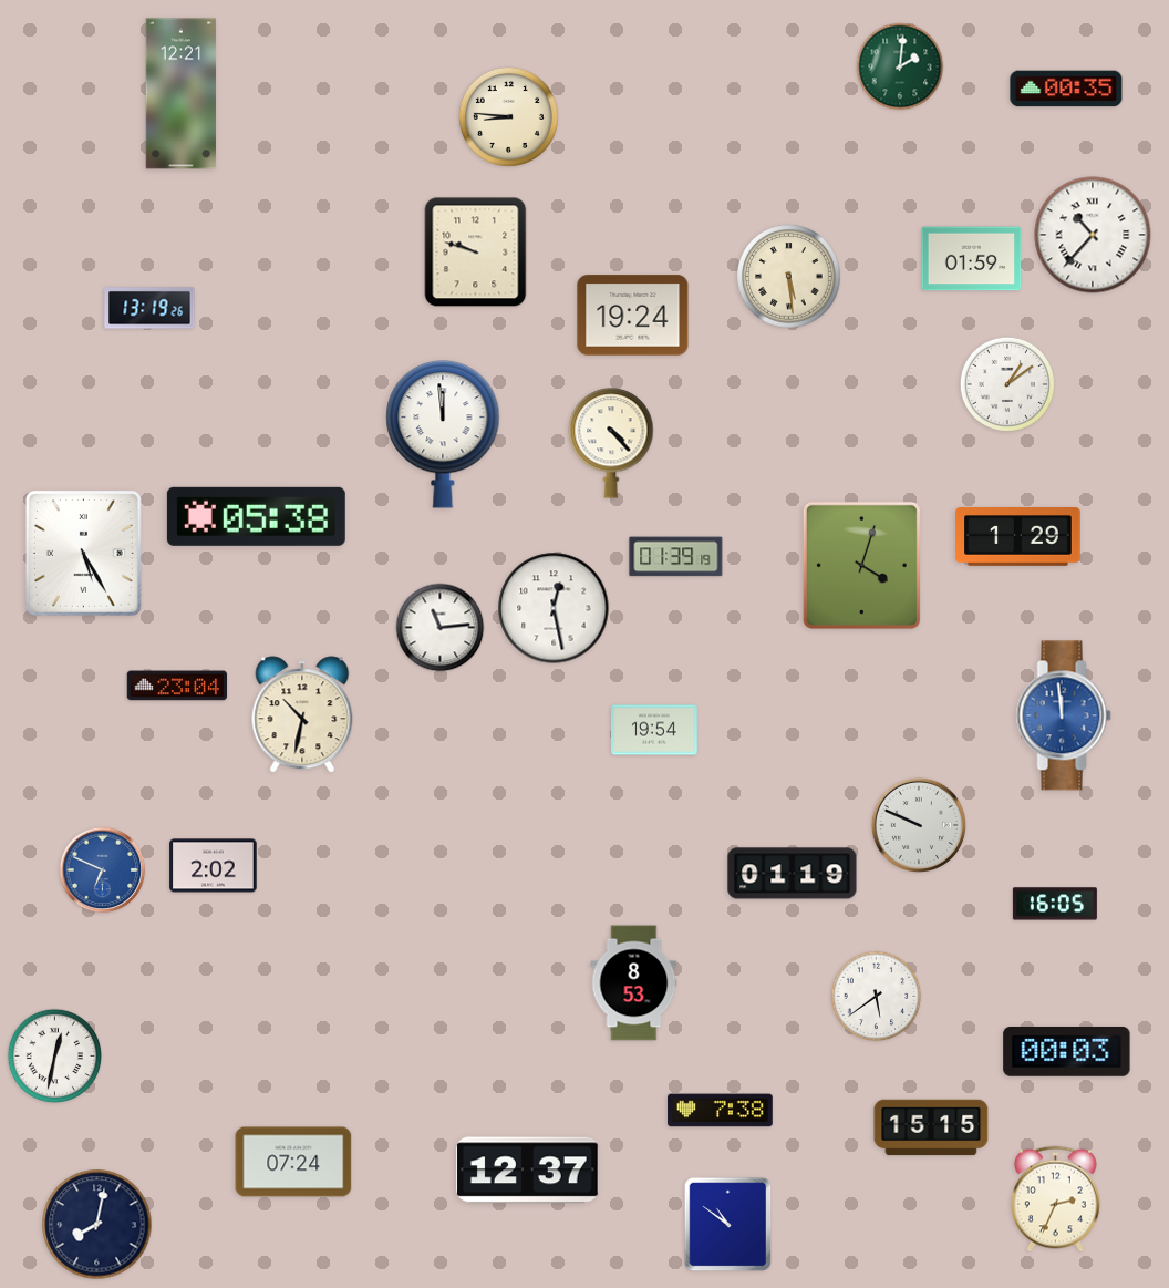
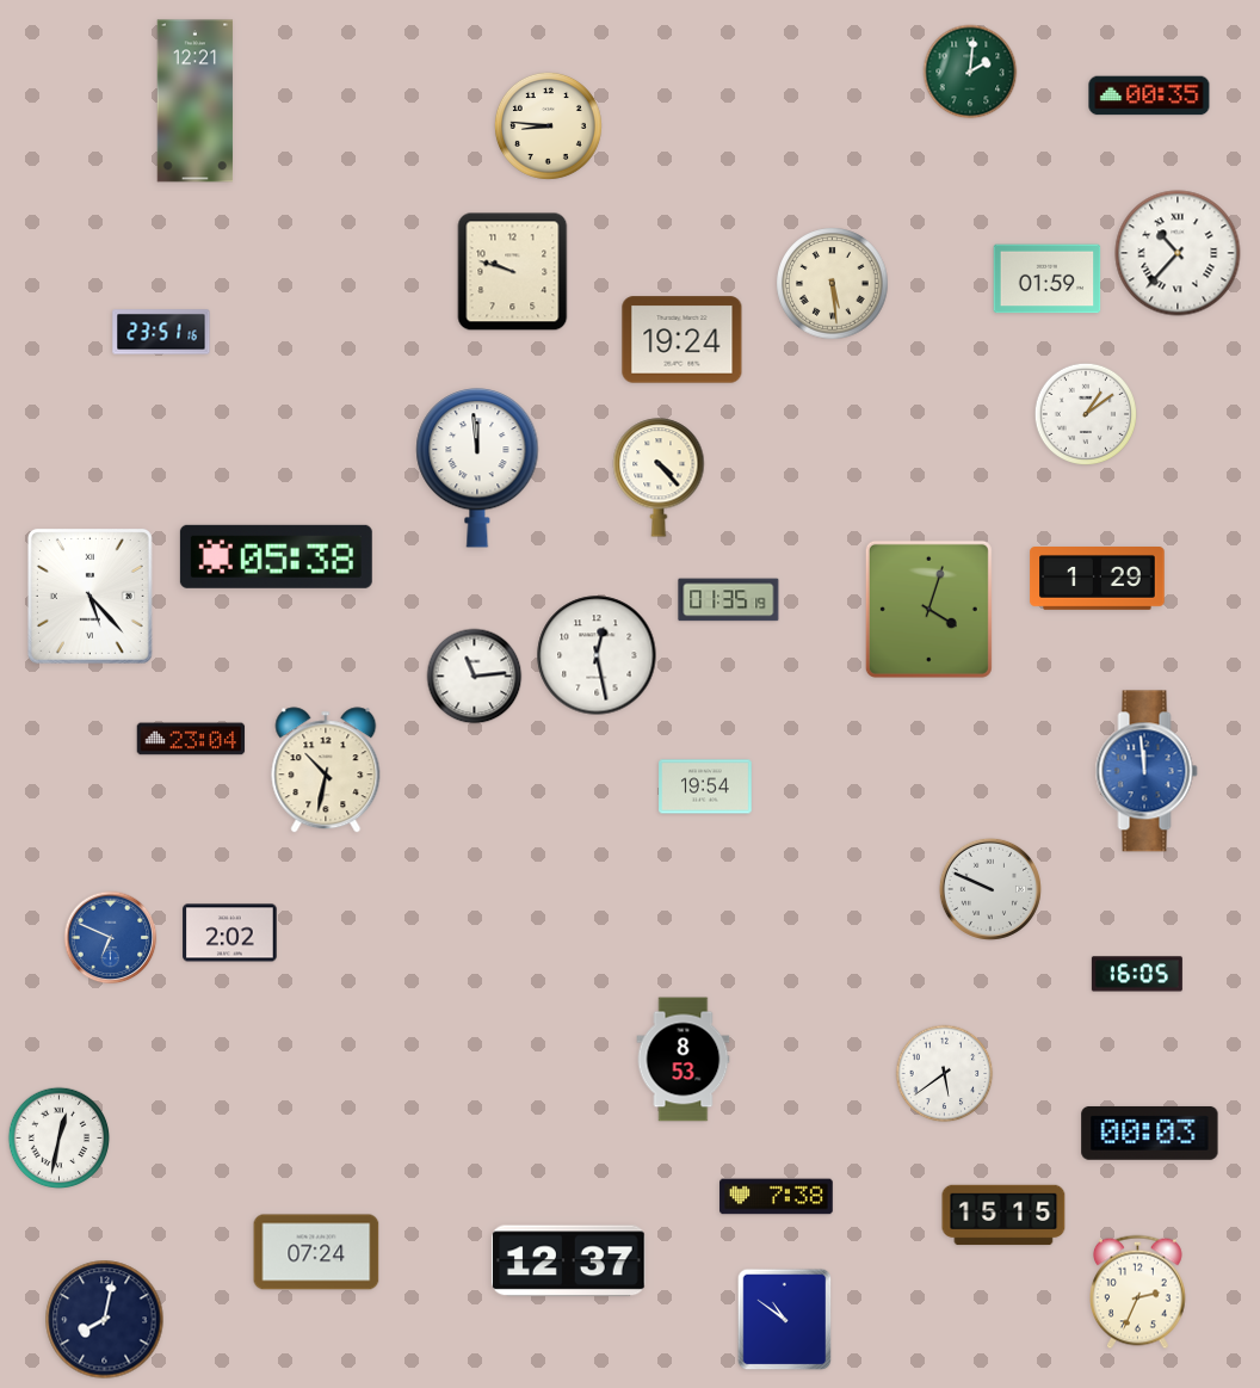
clock at (789, 277) position: (789, 277) -> (833, 284)
clock at (149, 308): 13:19 -> 23:51
clock at (83, 553): 5:25 -> 5:23
clock at (676, 557): 01:39 -> 01:35
clock at (793, 874): 01:19 -> none
